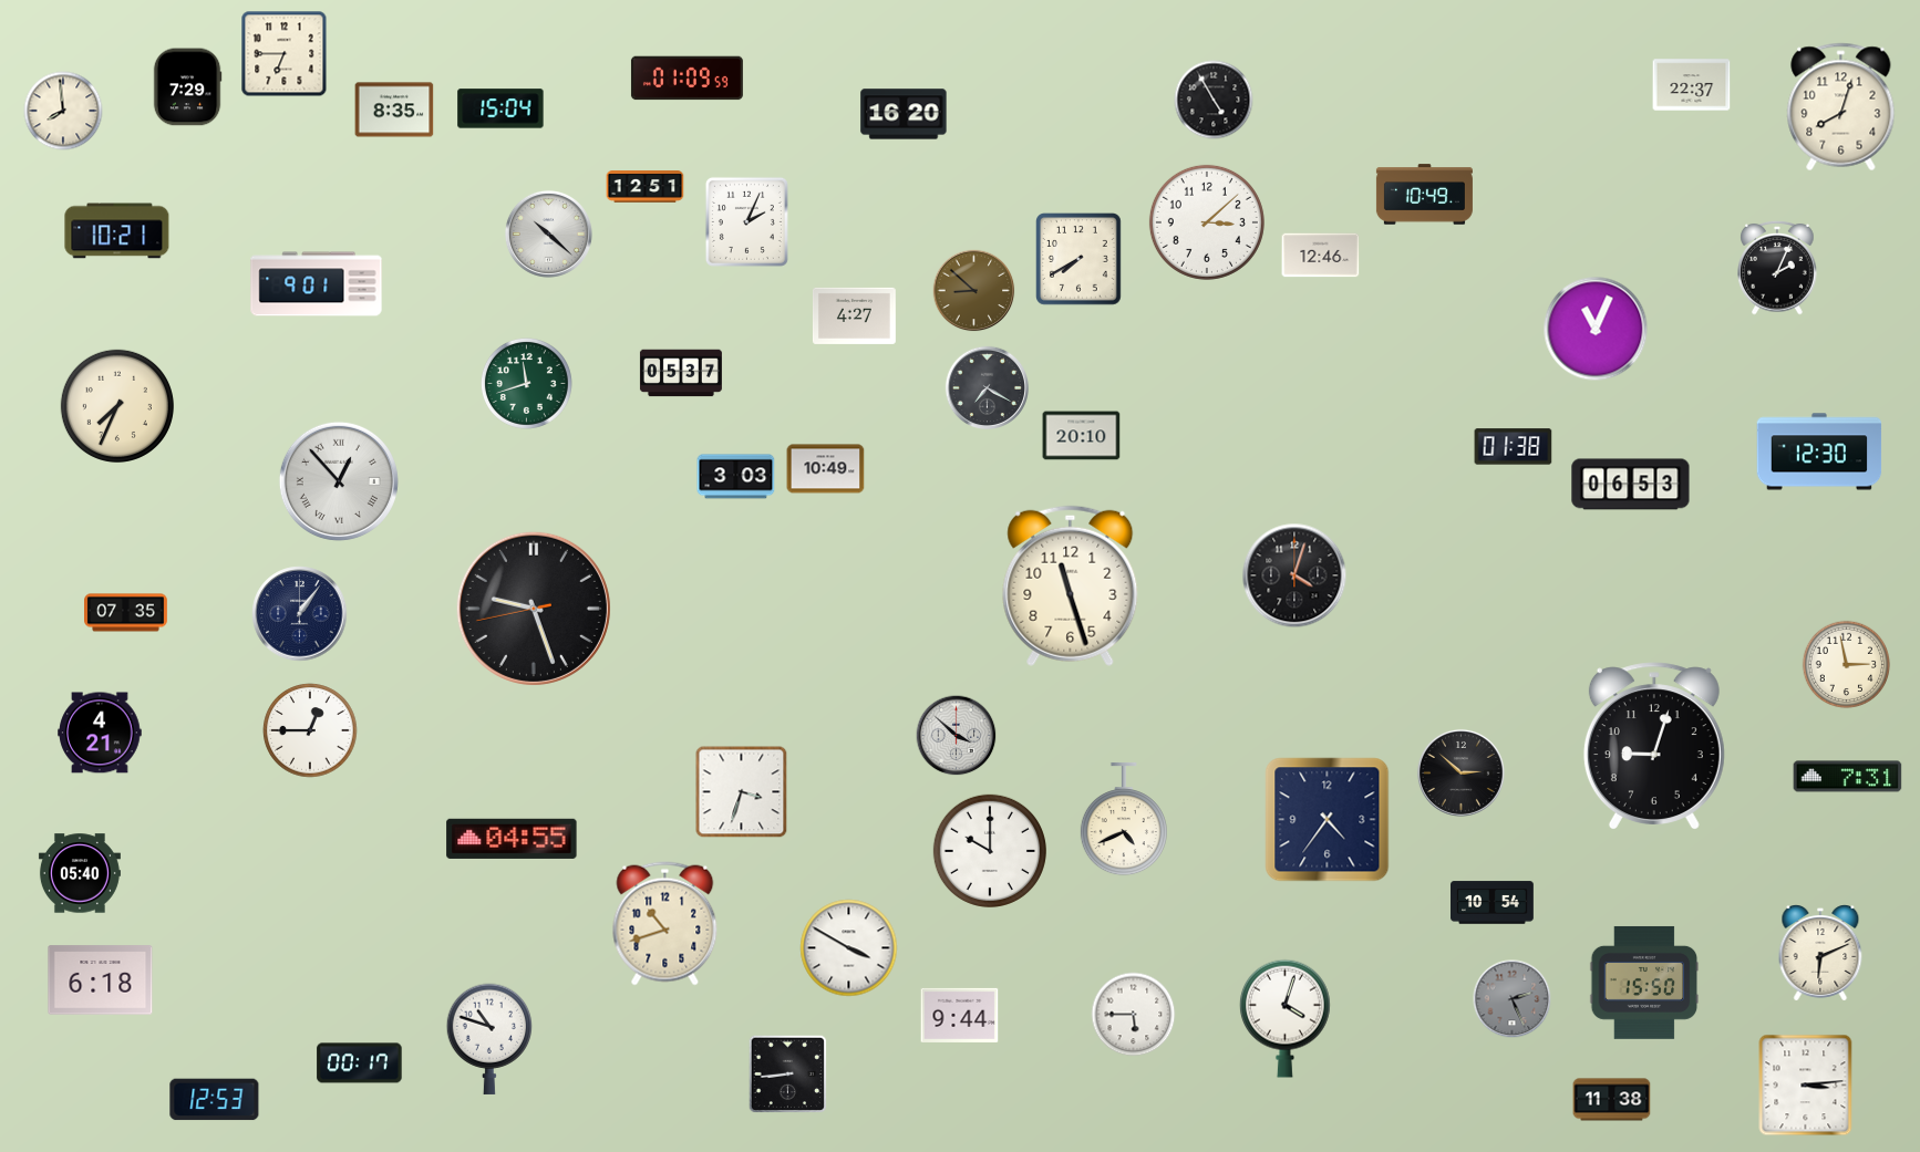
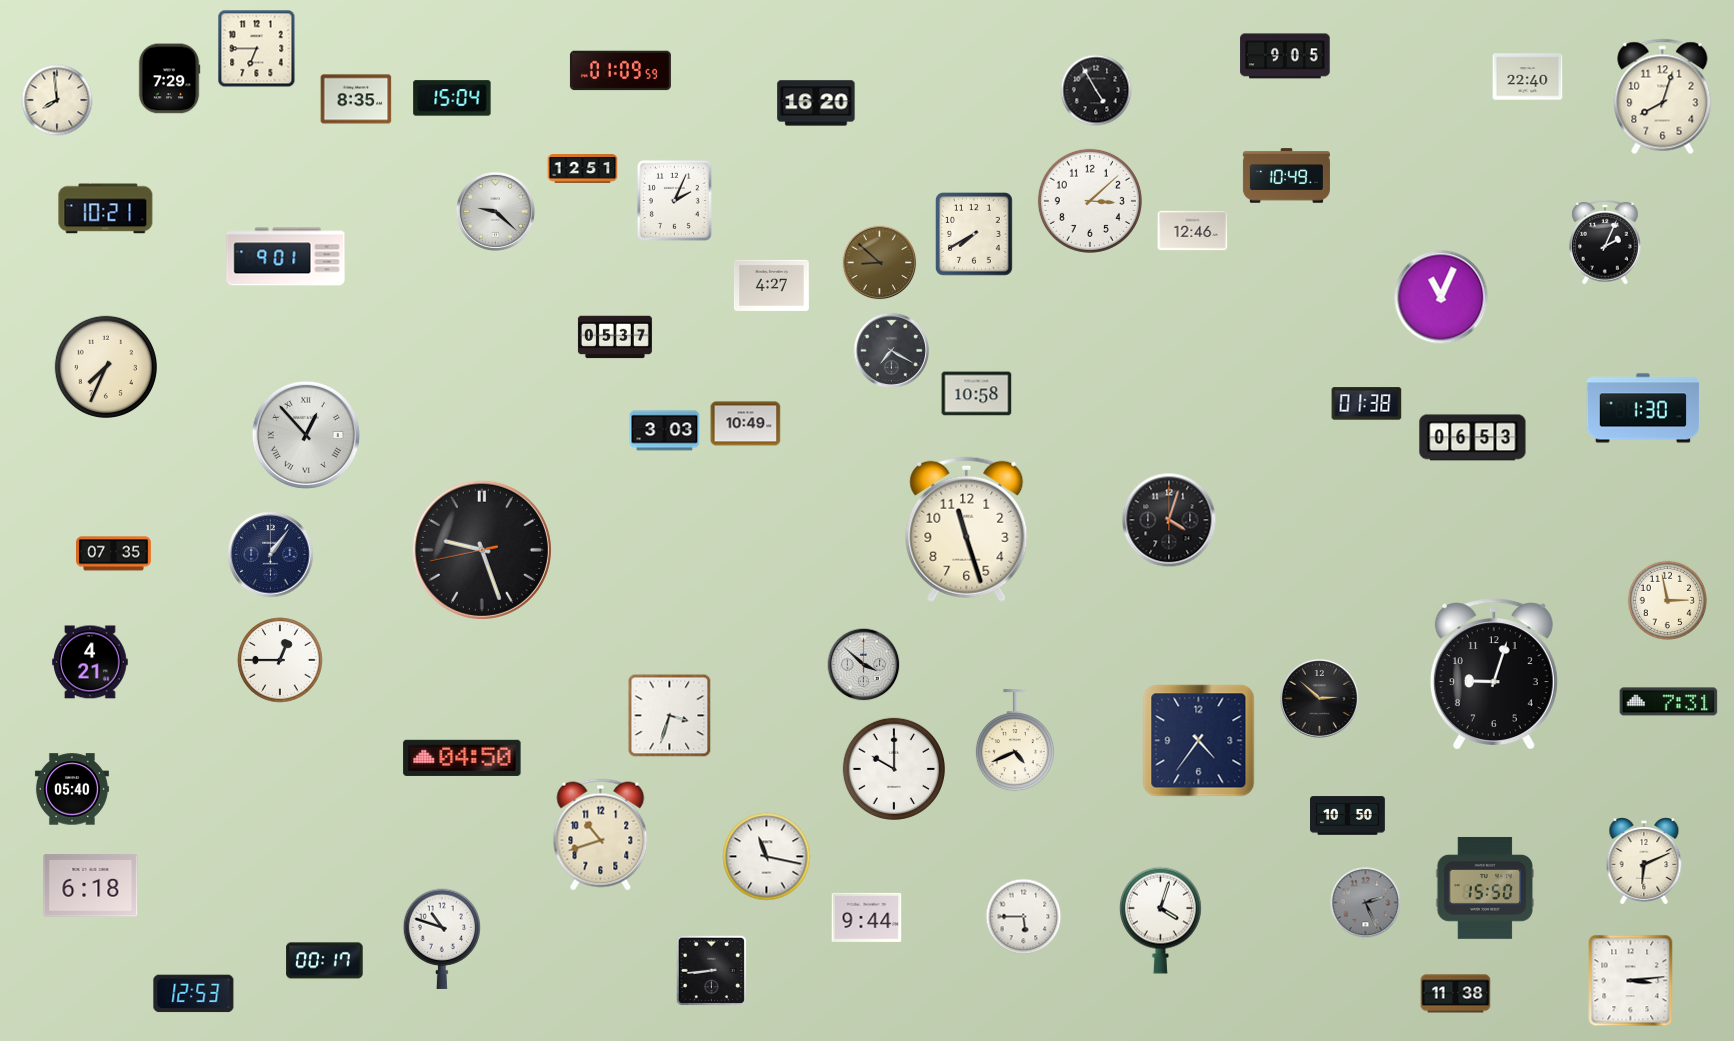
clock at (1285, 56): none -> 9:05
clock at (1692, 85): 22:37 -> 22:40
clock at (548, 233): 10:22 -> 9:22
clock at (526, 383): 11:42 -> none
clock at (1082, 436): 20:10 -> 10:58
clock at (1819, 452): 12:30 -> 1:30
clock at (512, 839): 04:55 -> 04:50
clock at (1493, 903): 10:54 -> 10:50
clock at (849, 948): 3:50 -> 11:17
